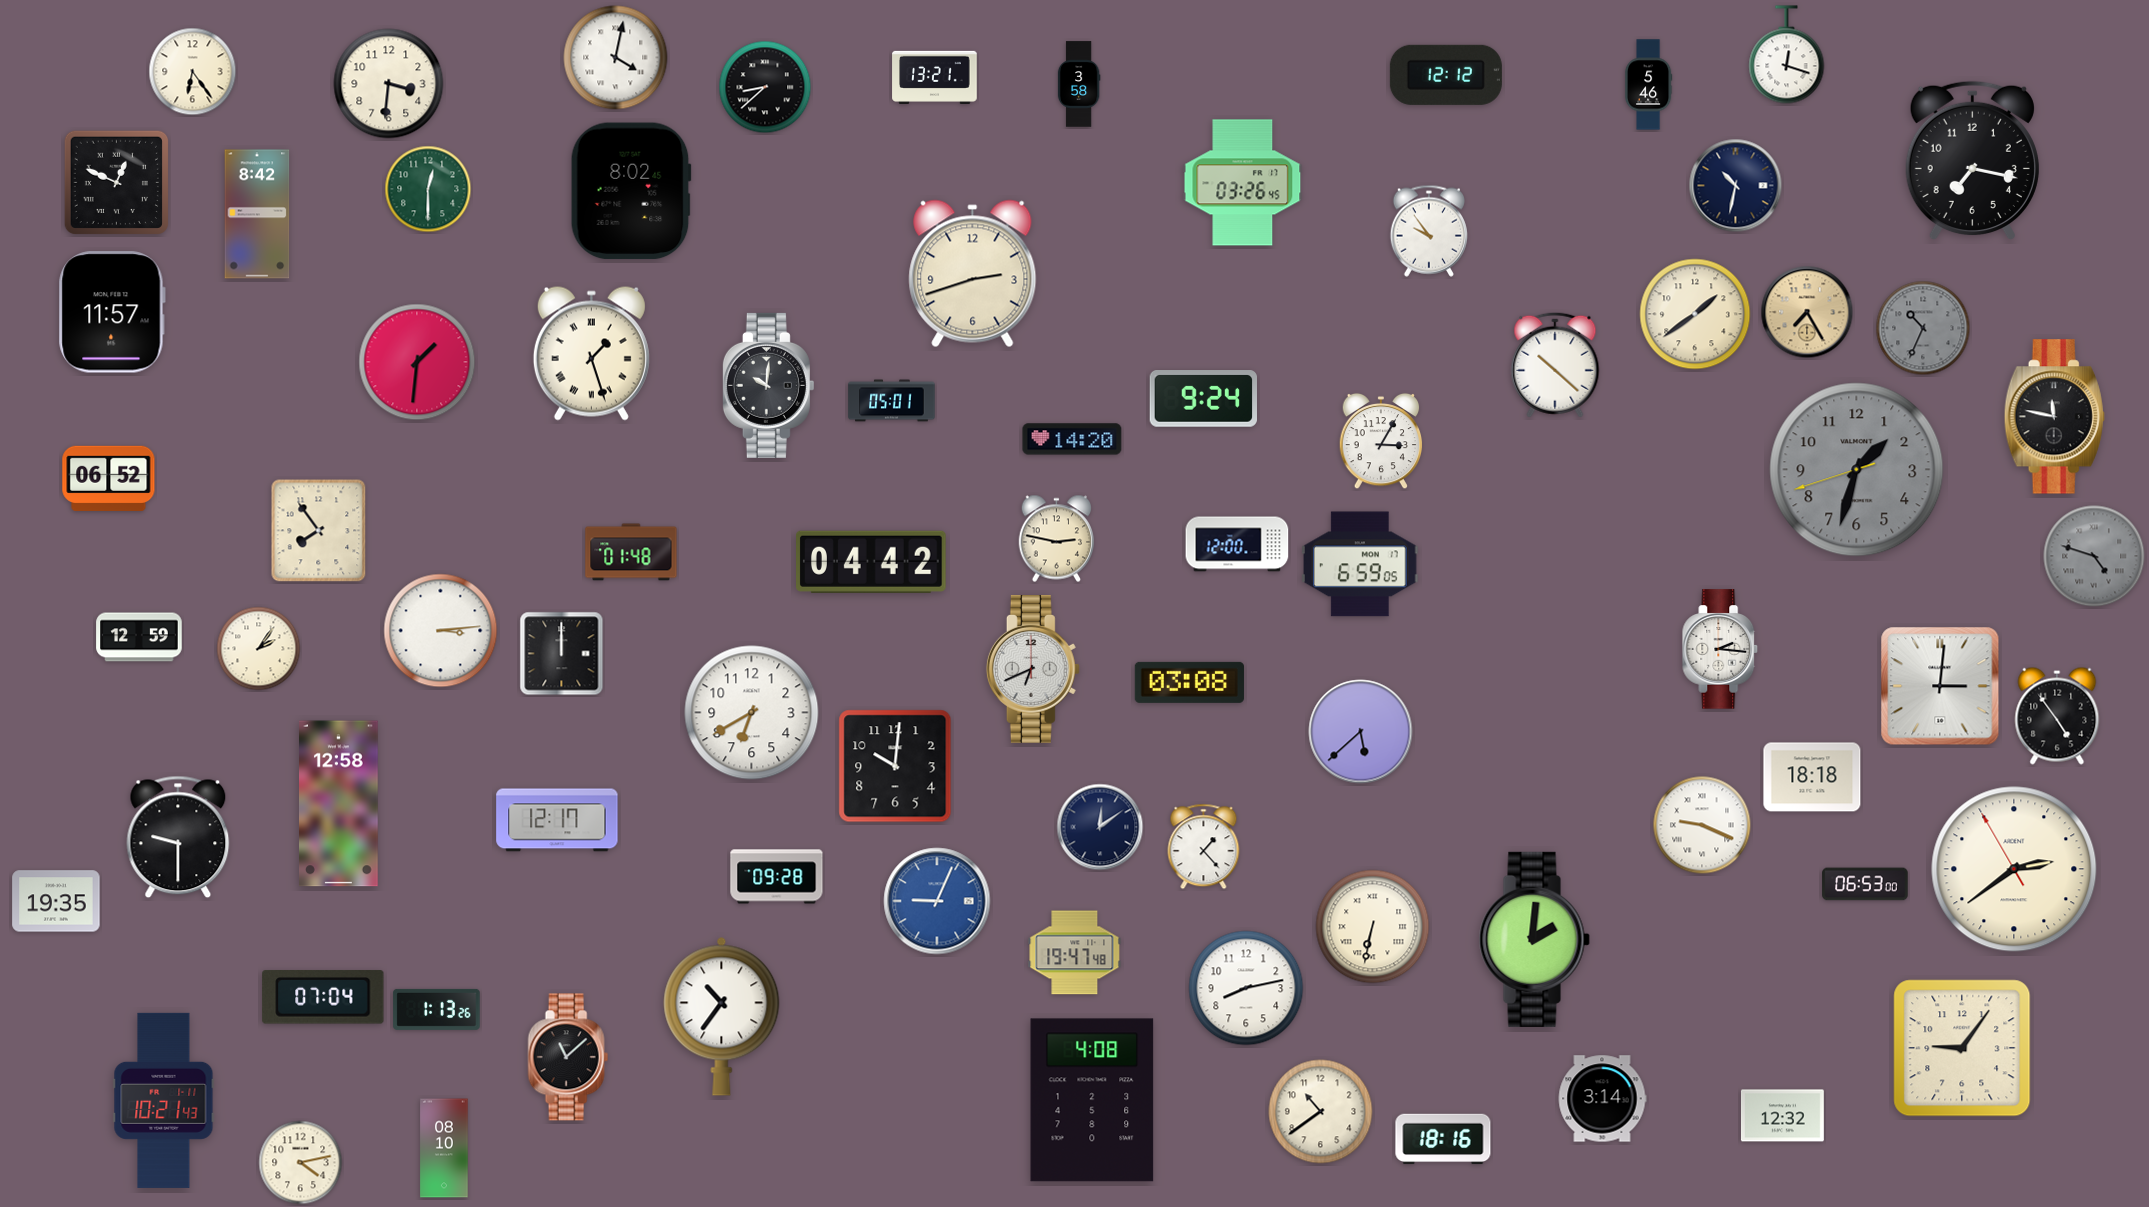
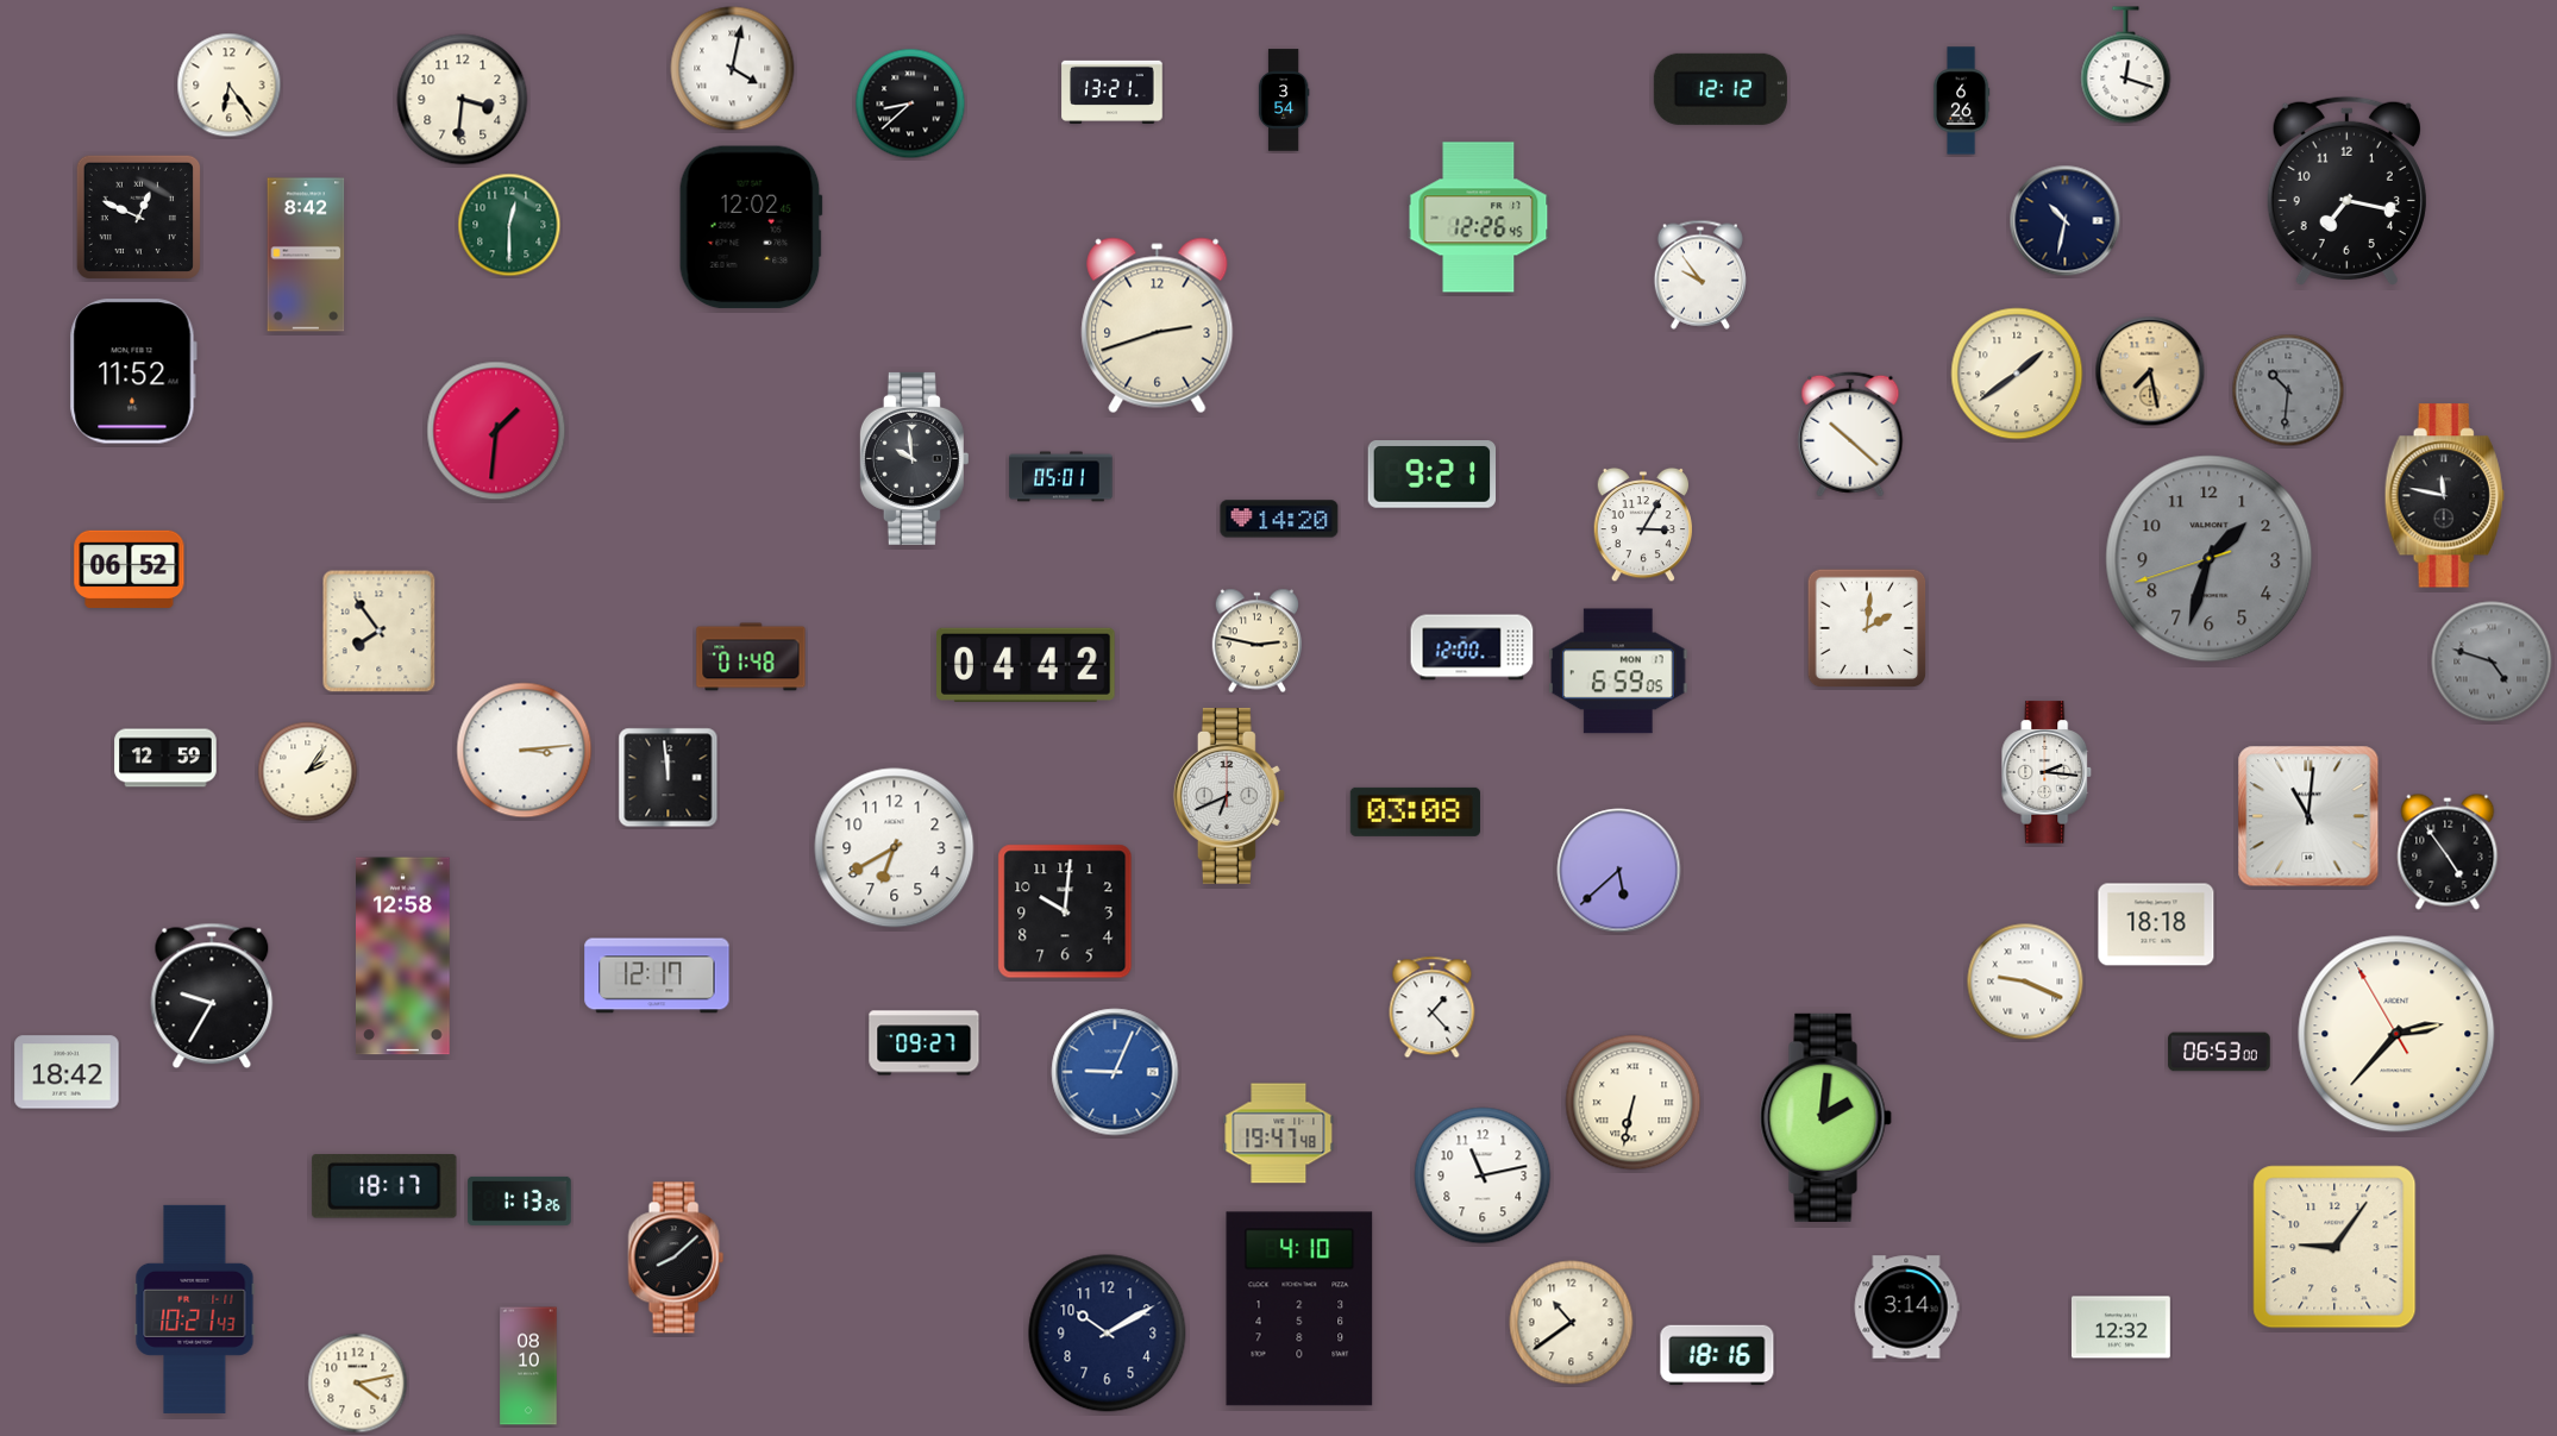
clock at (1079, 84): 3:58 -> 3:54
clock at (1648, 85): 5:46 -> 6:26
clock at (1243, 183): 03:26 -> 12:26
clock at (631, 191): 8:02 -> 12:02
clock at (112, 312): 11:57 -> 11:52
clock at (1807, 312): 7:25 -> 7:28
clock at (1923, 328): 10:34 -> 10:31
clock at (591, 353): 1:27 -> none
clock at (768, 385): 10:01 -> 9:59
clock at (1203, 399): 9:24 -> 9:21
clock at (1072, 439) position: (1072, 439) -> (1279, 519)
clock at (1867, 628): none -> 2:01
clock at (872, 562) position: (872, 562) -> (1027, 665)
clock at (562, 654): 12:00 -> 11:59
clock at (1940, 686): 3:01 -> 11:01
clock at (557, 820) position: (557, 820) -> (657, 976)
clock at (1100, 827): 12:09 -> none
clock at (178, 837): 9:30 -> 9:35
clock at (2014, 869): 2:38 -> 2:36
clock at (777, 877): 09:28 -> 09:27
clock at (56, 901): 19:35 -> 18:42
clock at (1246, 988): 8:13 -> 11:13
clock at (323, 997): 07:04 -> 18:17
clock at (722, 1016): 10:36 -> none
clock at (568, 1057): 11:08 -> 8:08
clock at (1092, 1100): 4:08 -> 4:10
clock at (1108, 1334): none -> 10:10
